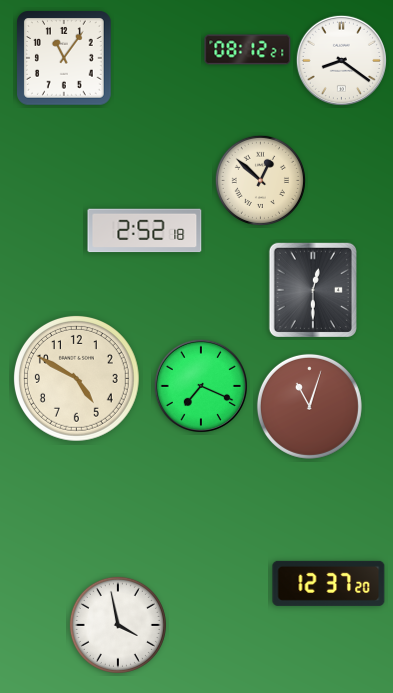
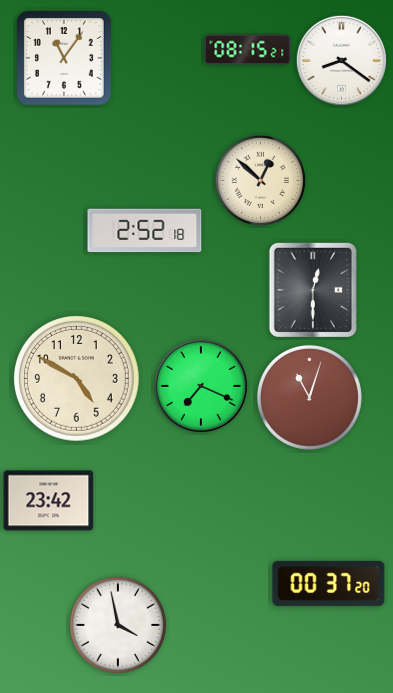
clock at (248, 50): 08:12 -> 08:15
clock at (309, 406) position: (309, 406) -> (309, 397)
clock at (49, 501): none -> 23:42
clock at (329, 583): 12:37 -> 00:37
